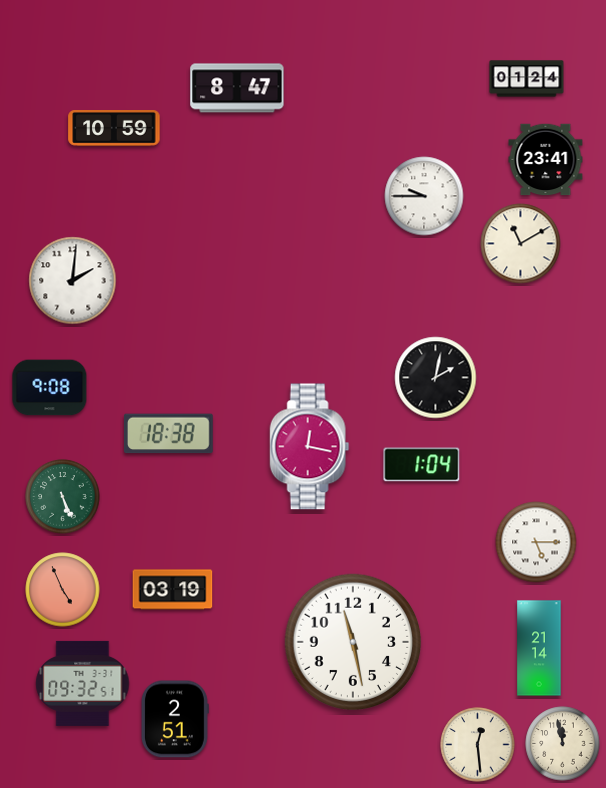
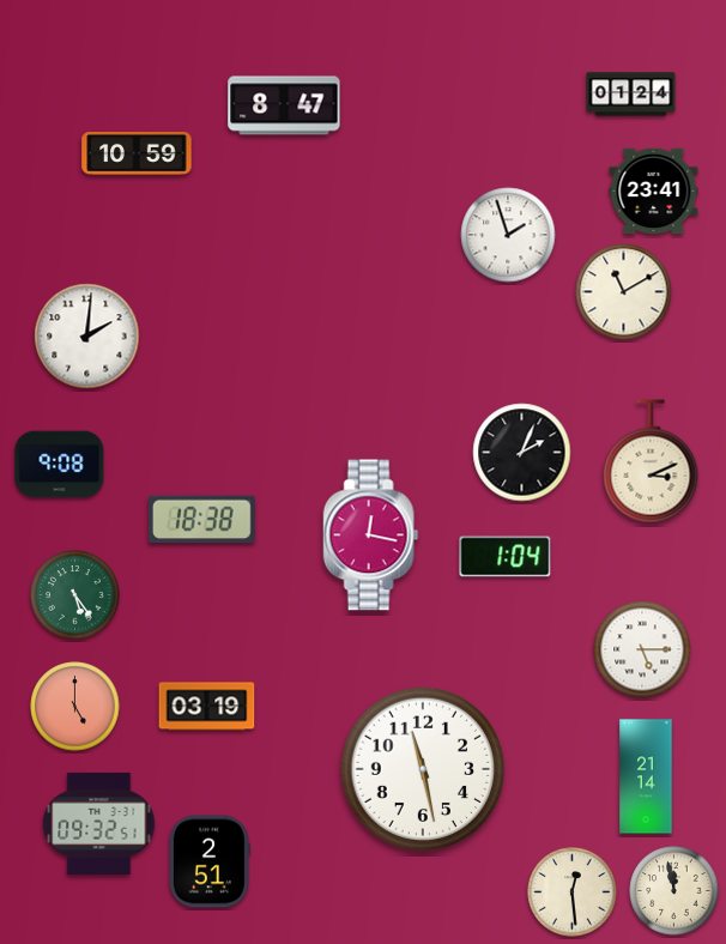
clock at (424, 196): 9:45 -> 1:57
clock at (436, 378): 2:02 -> 2:04
clock at (651, 461): none -> 3:11
clock at (63, 497): 5:26 -> 5:24
clock at (63, 590): 4:56 -> 5:00
clock at (83, 683) position: (83, 683) -> (99, 823)
